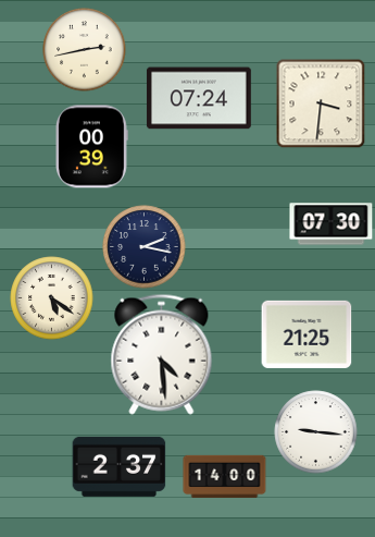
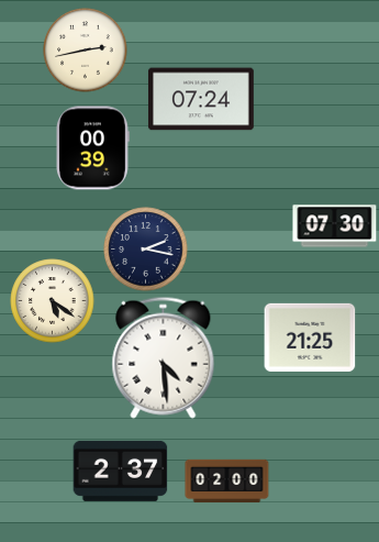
clock at (321, 103): 3:31 -> none
clock at (316, 432): 9:16 -> none
clock at (225, 477): 14:00 -> 02:00
